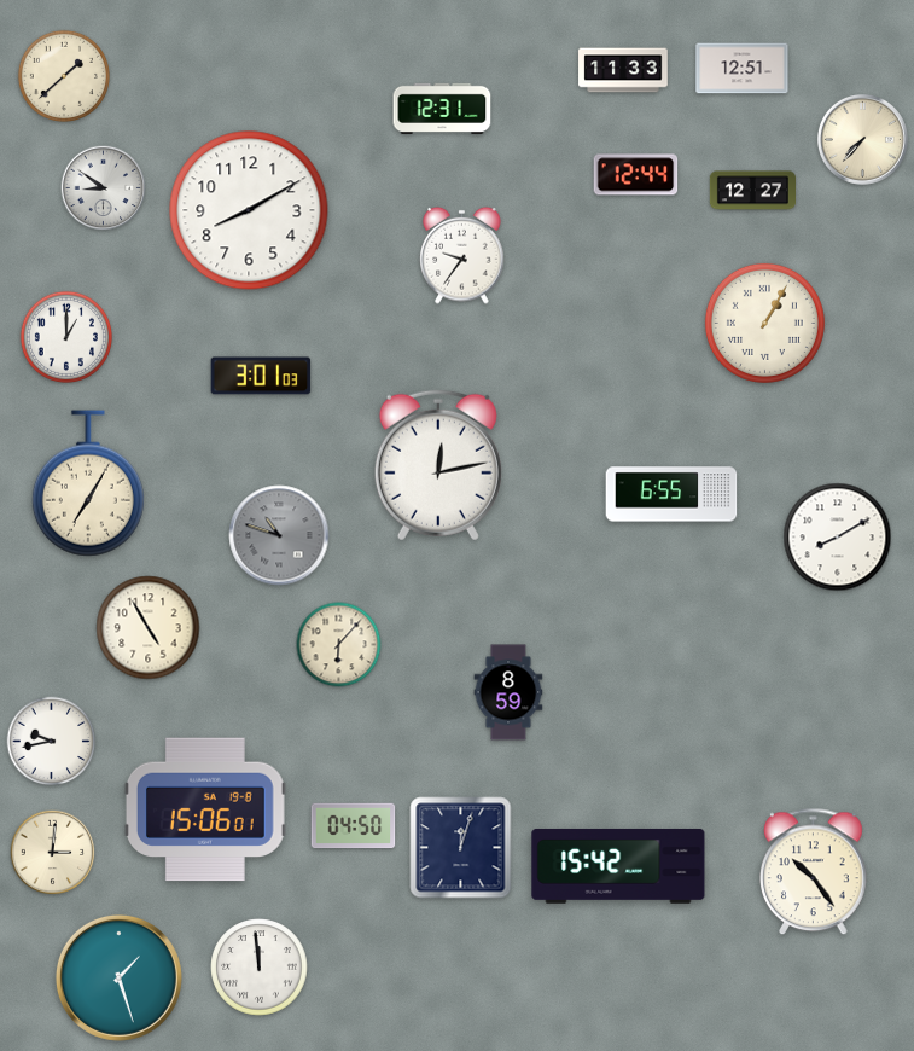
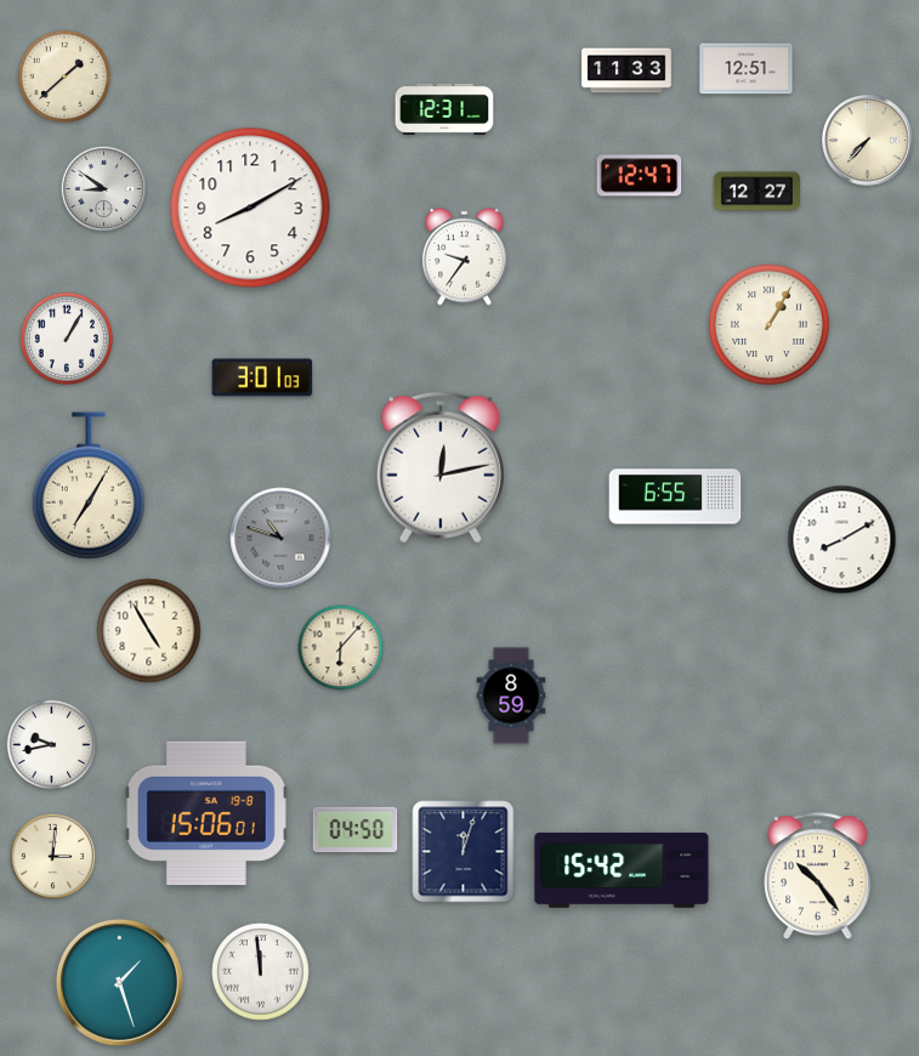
clock at (636, 175): 12:44 -> 12:47
clock at (249, 210) position: (249, 210) -> (250, 208)
clock at (65, 336): 1:00 -> 1:05
